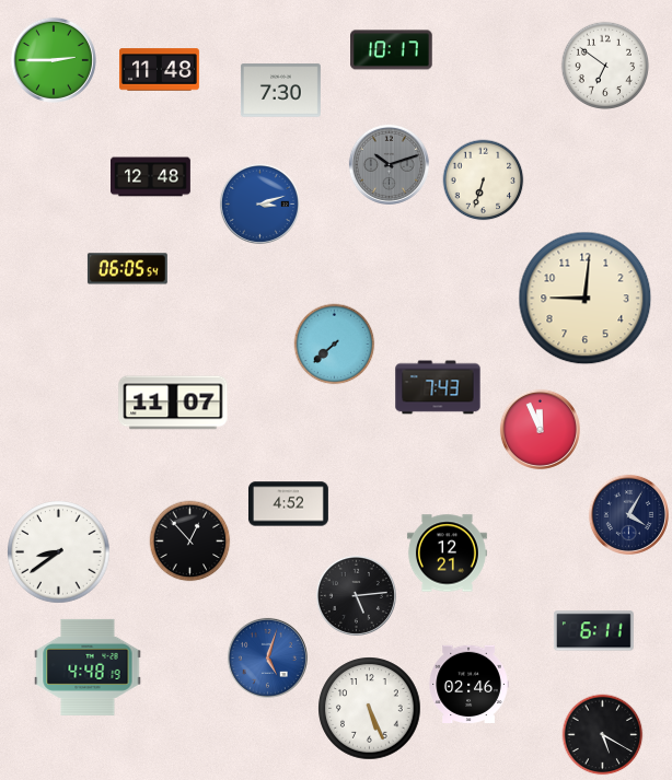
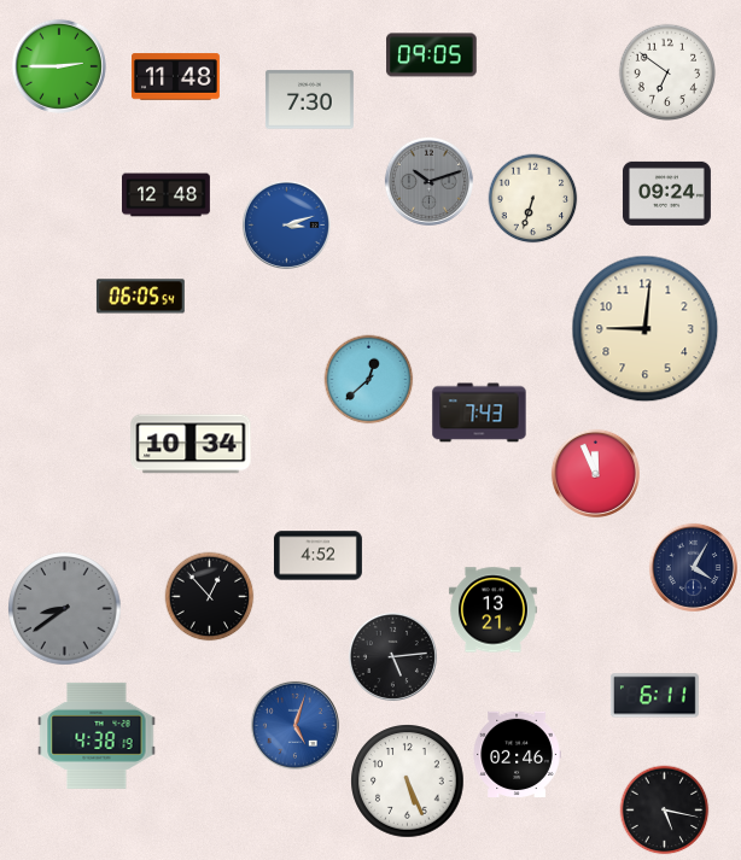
clock at (392, 50): 10:17 -> 09:05
clock at (666, 193): none -> 09:24
clock at (335, 345): 7:38 -> 12:38
clock at (438, 387) position: (438, 387) -> (479, 413)
clock at (173, 403): 11:07 -> 10:34
clock at (59, 552) dial: white -> grey
clock at (447, 554): 12:21 -> 13:21
clock at (88, 667): 4:48 -> 4:38
clock at (603, 735): 5:20 -> 5:17
